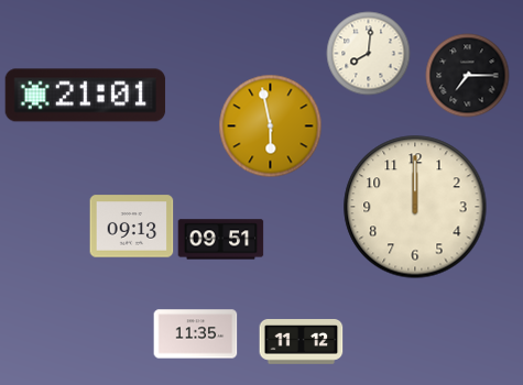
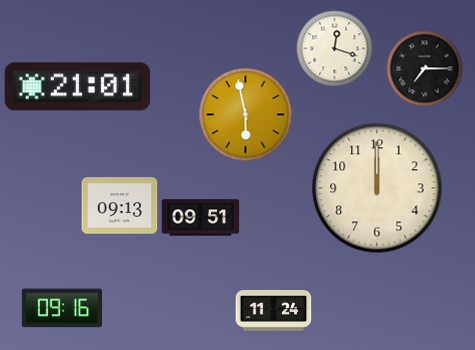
clock at (369, 54): 8:01 -> 12:18
clock at (196, 334): 11:35 -> none
clock at (61, 308): none -> 09:16
clock at (302, 342): 11:12 -> 11:24
